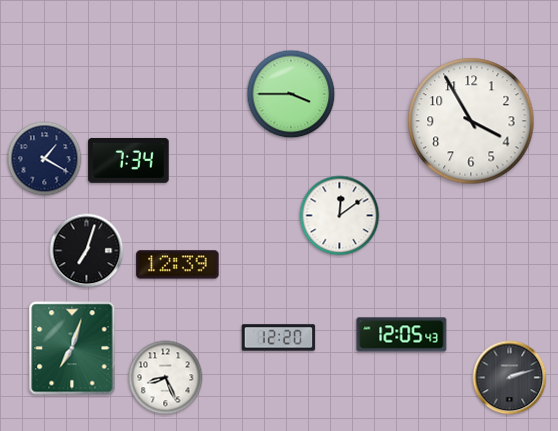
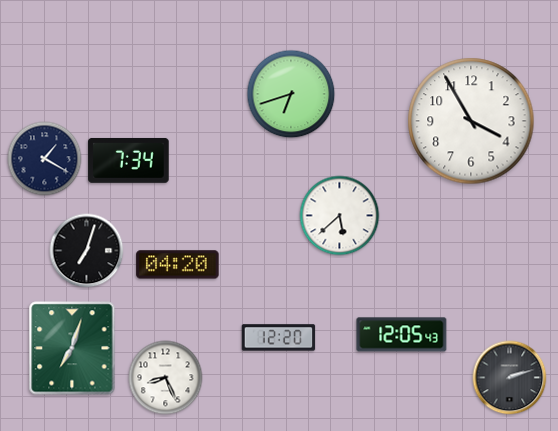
clock at (291, 94): 3:45 -> 6:42
clock at (340, 216): 12:09 -> 5:38
clock at (178, 265): 12:39 -> 04:20
